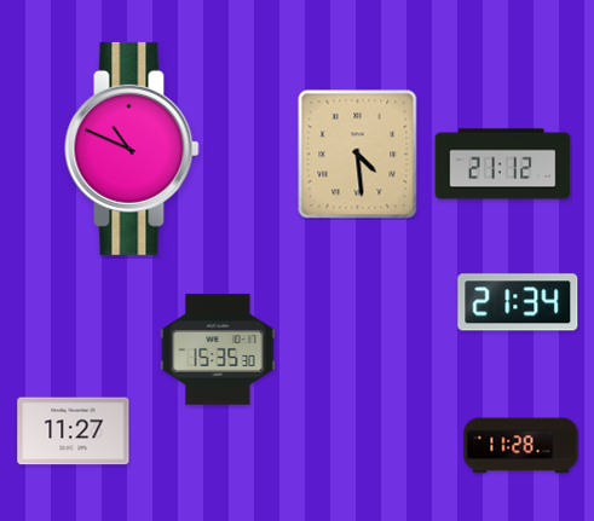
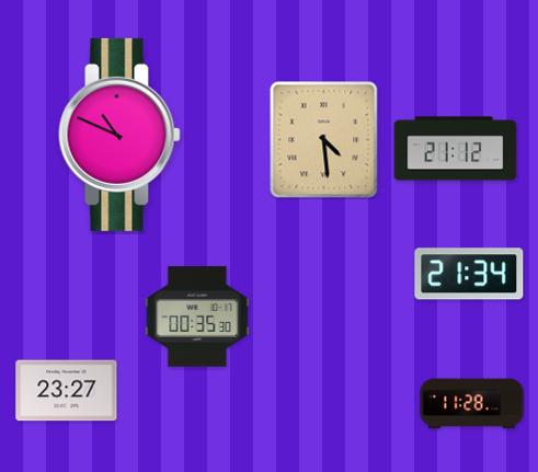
clock at (218, 349): 15:35 -> 00:35
clock at (74, 432): 11:27 -> 23:27
